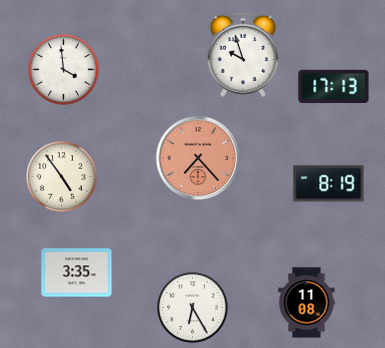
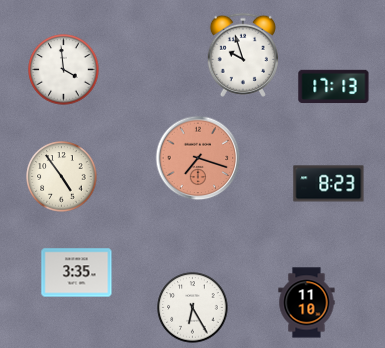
clock at (198, 158): 7:23 -> 7:18
clock at (329, 184): 8:19 -> 8:23
clock at (307, 303): 11:08 -> 11:10
